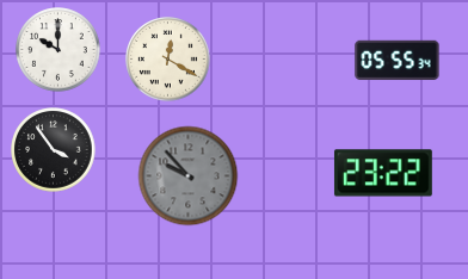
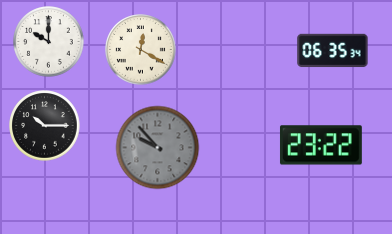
clock at (398, 61): 05:55 -> 06:35
clock at (54, 150): 3:54 -> 10:15
